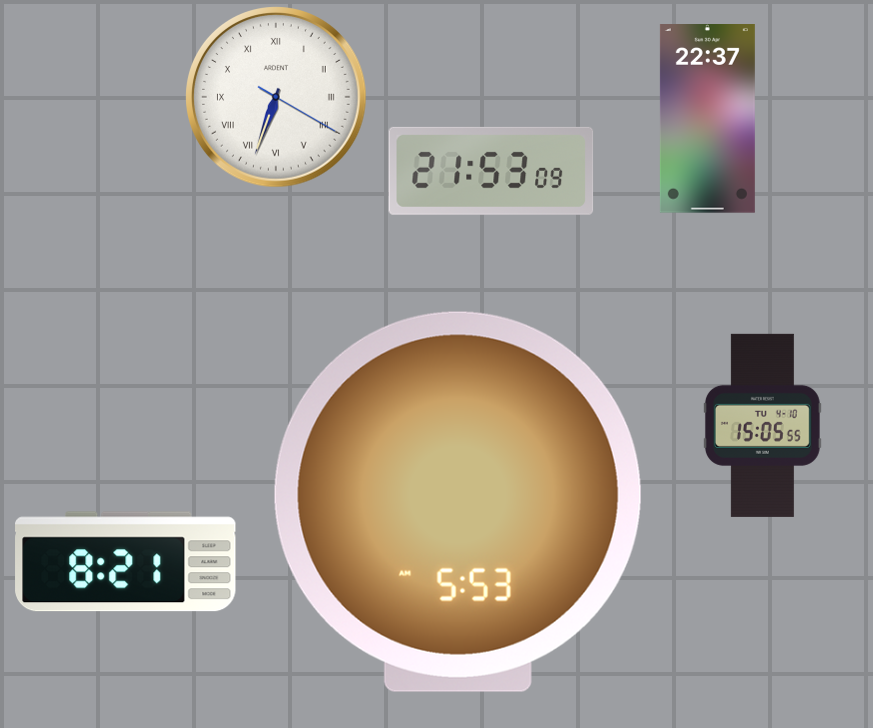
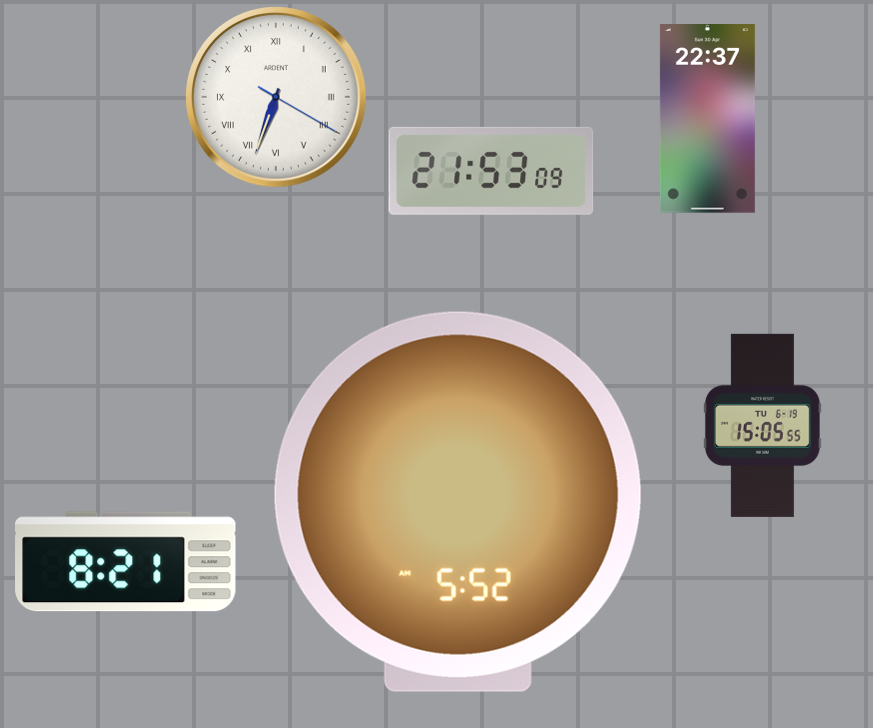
clock at (762, 425) date: TU 4-10 -> TU 6-19
clock at (458, 502): 5:53 -> 5:52
